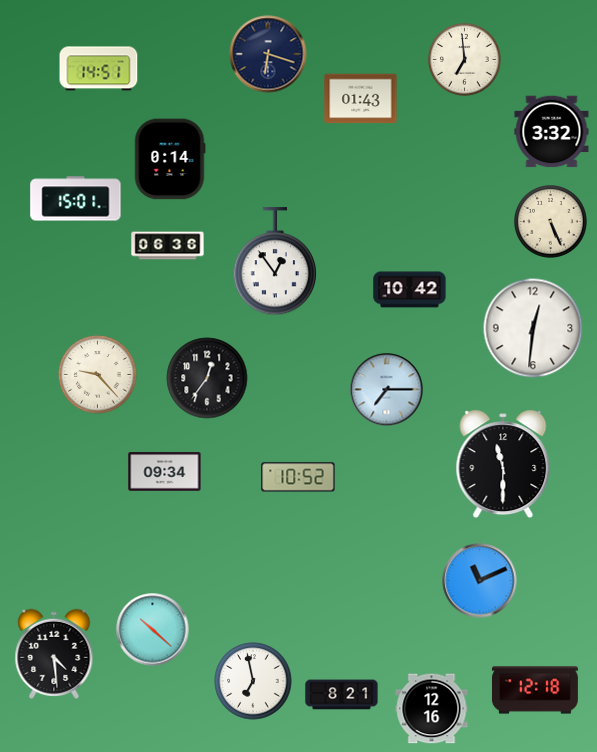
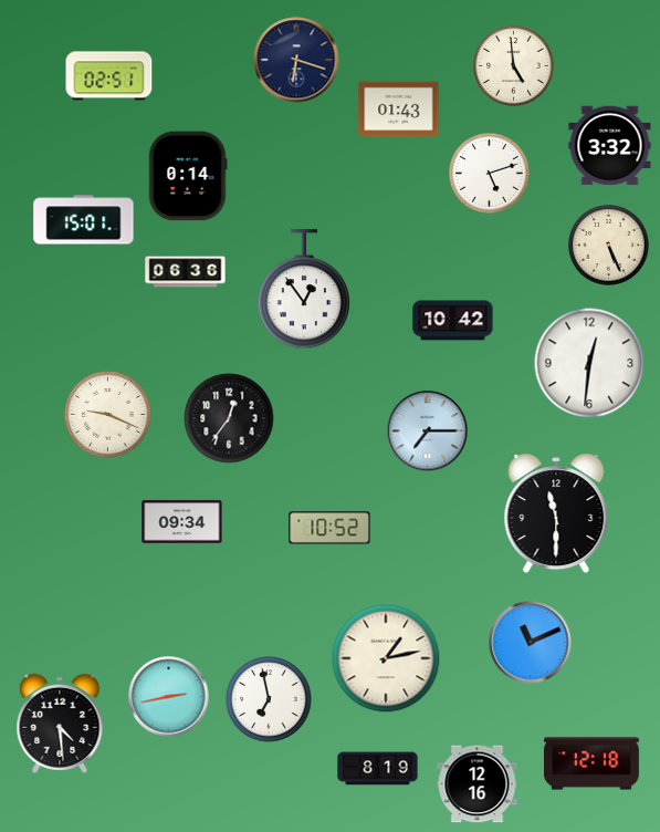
clock at (465, 60): 6:59 -> 4:59
clock at (99, 69): 14:51 -> 02:51
clock at (490, 174): none -> 5:12
clock at (98, 375): 9:23 -> 9:19
clock at (386, 658): none -> 1:13
clock at (153, 630): 10:22 -> 2:43
clock at (253, 681) position: (253, 681) -> (269, 699)
clock at (342, 695): 8:21 -> 8:19
